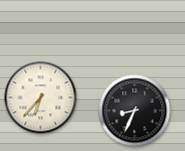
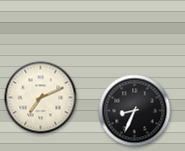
clock at (41, 98): 6:37 -> 7:11
